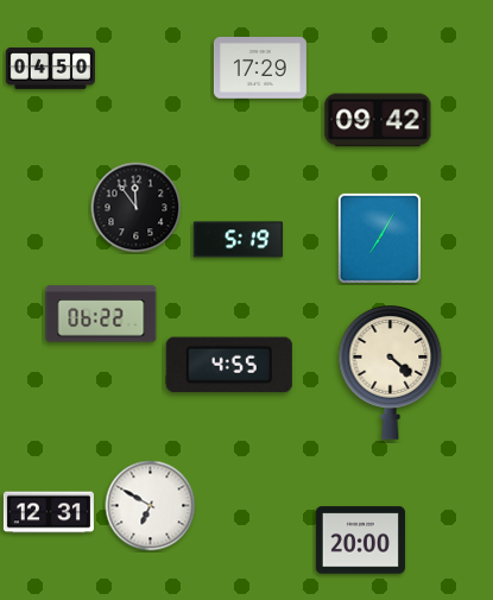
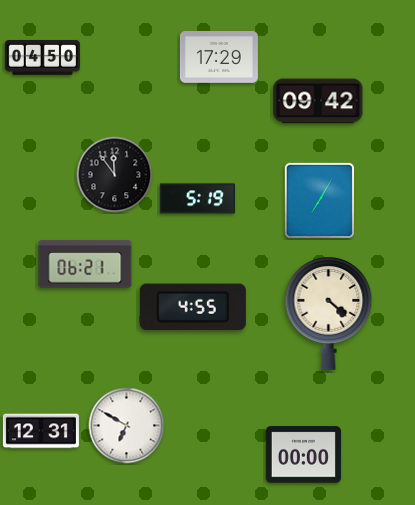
clock at (238, 240) position: (238, 240) -> (197, 199)
clock at (101, 314): 06:22 -> 06:21
clock at (360, 541): 20:00 -> 00:00
